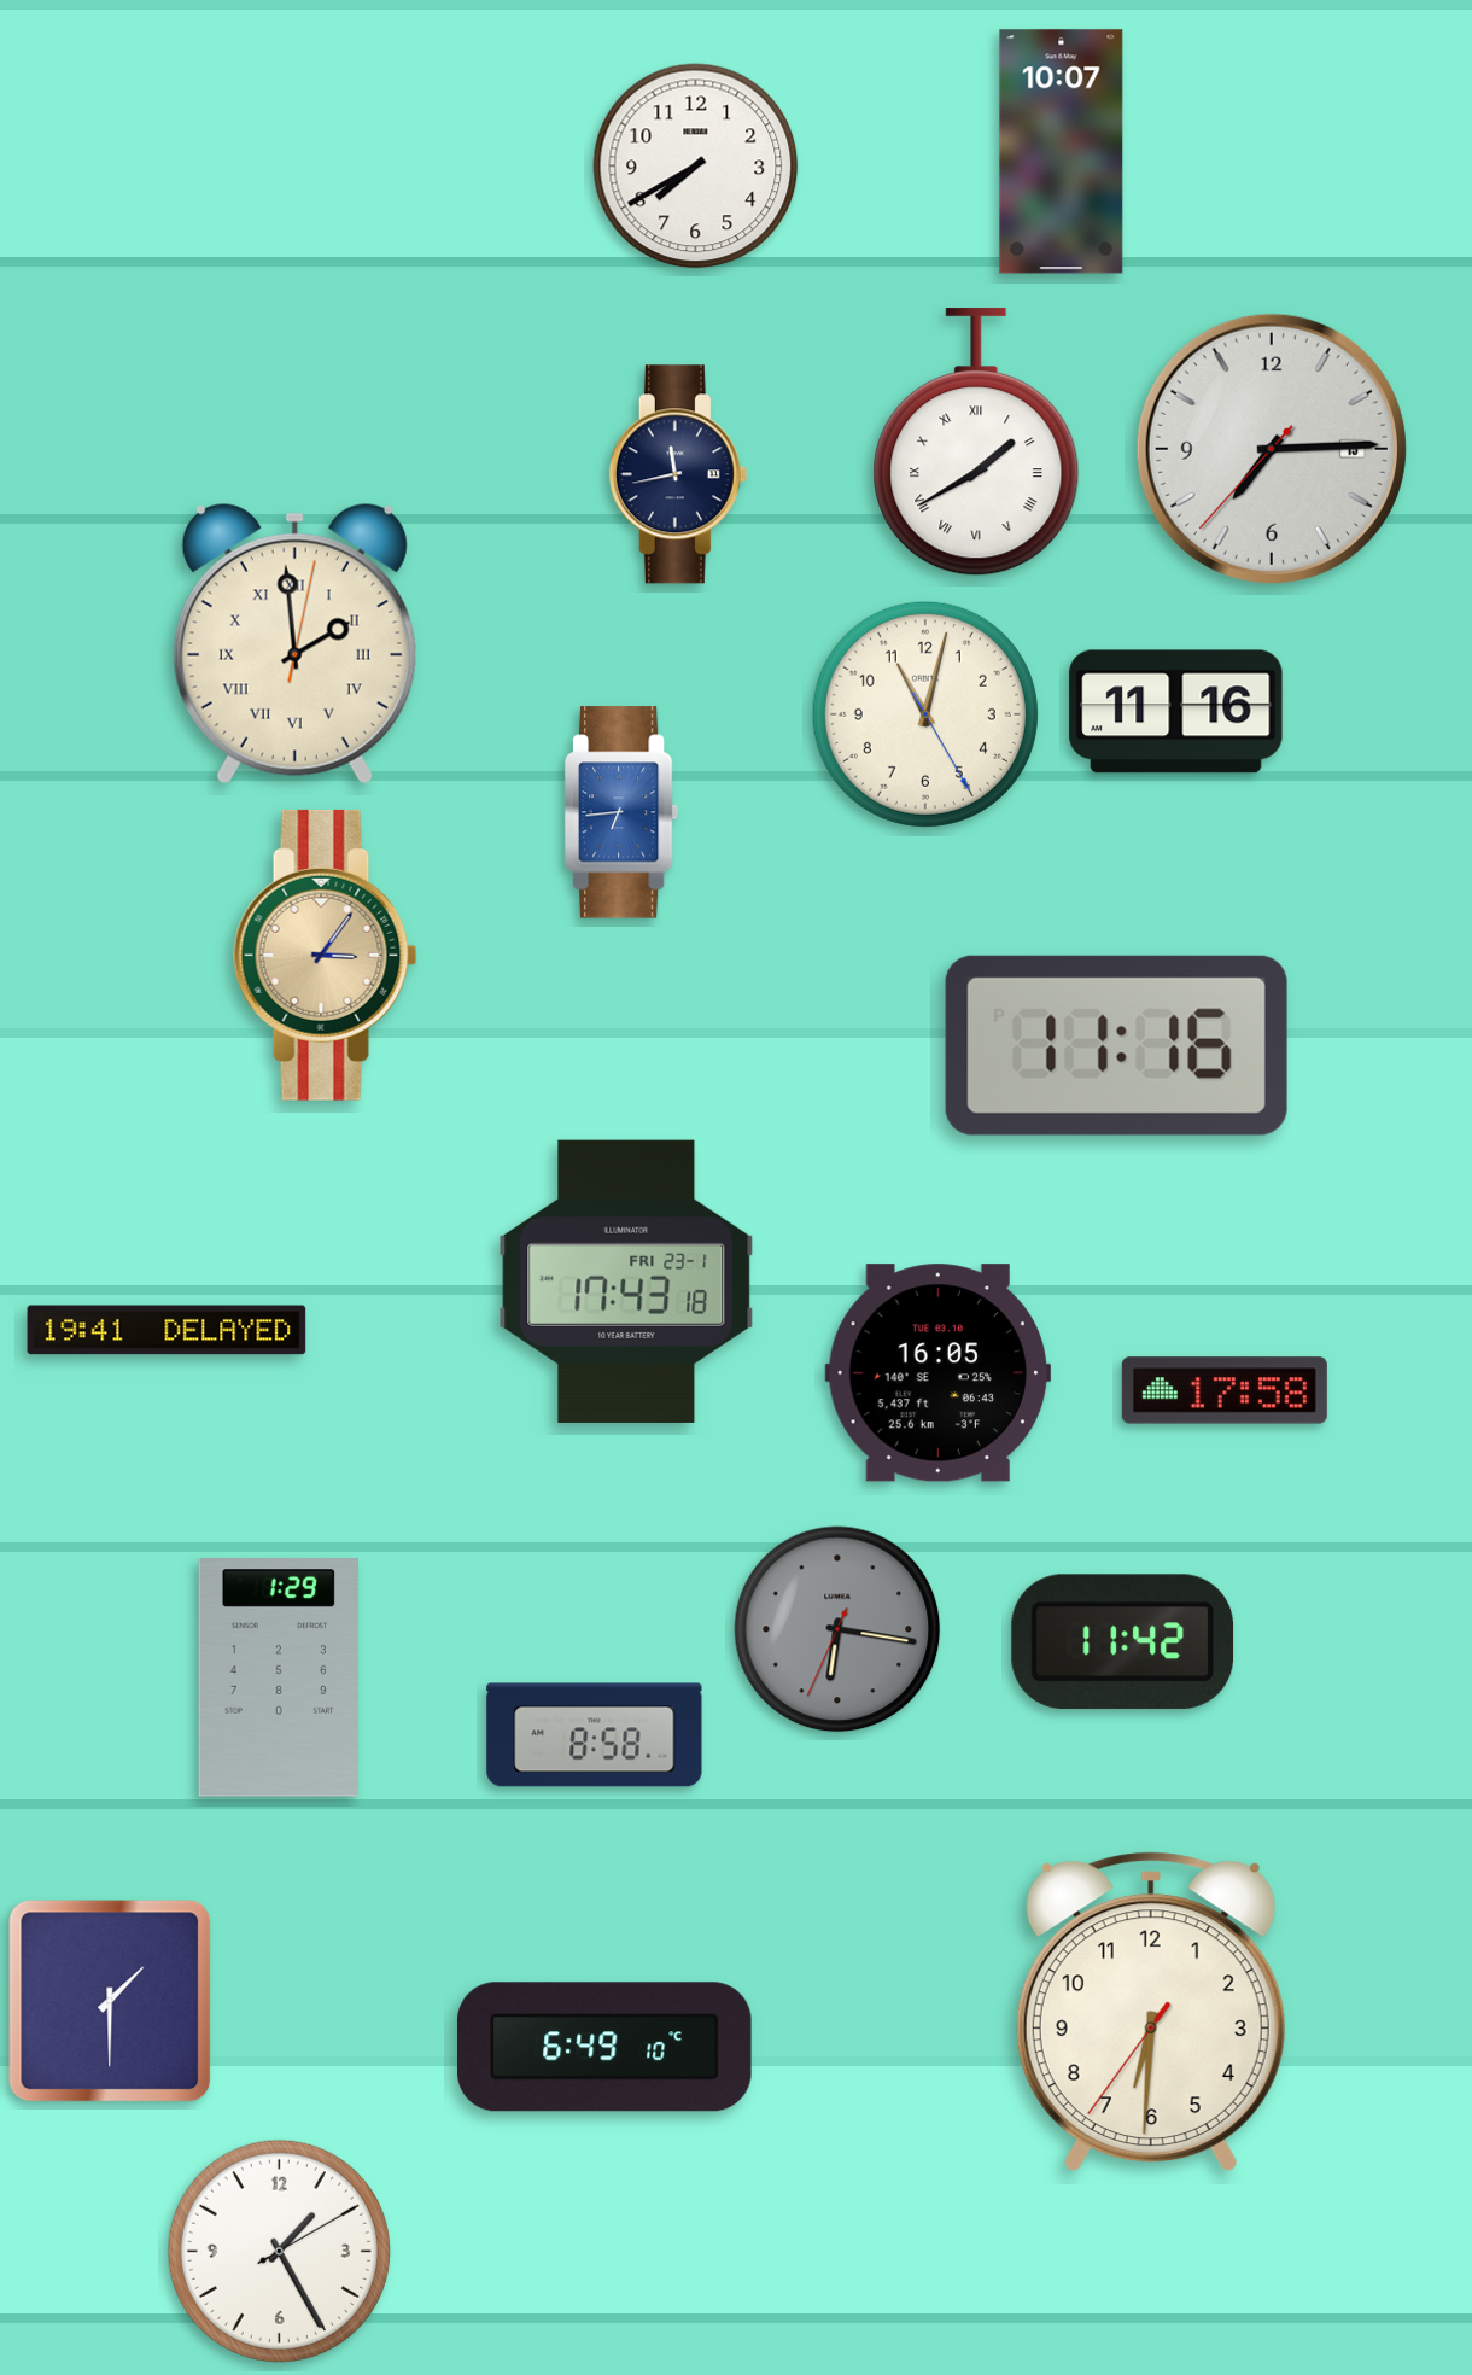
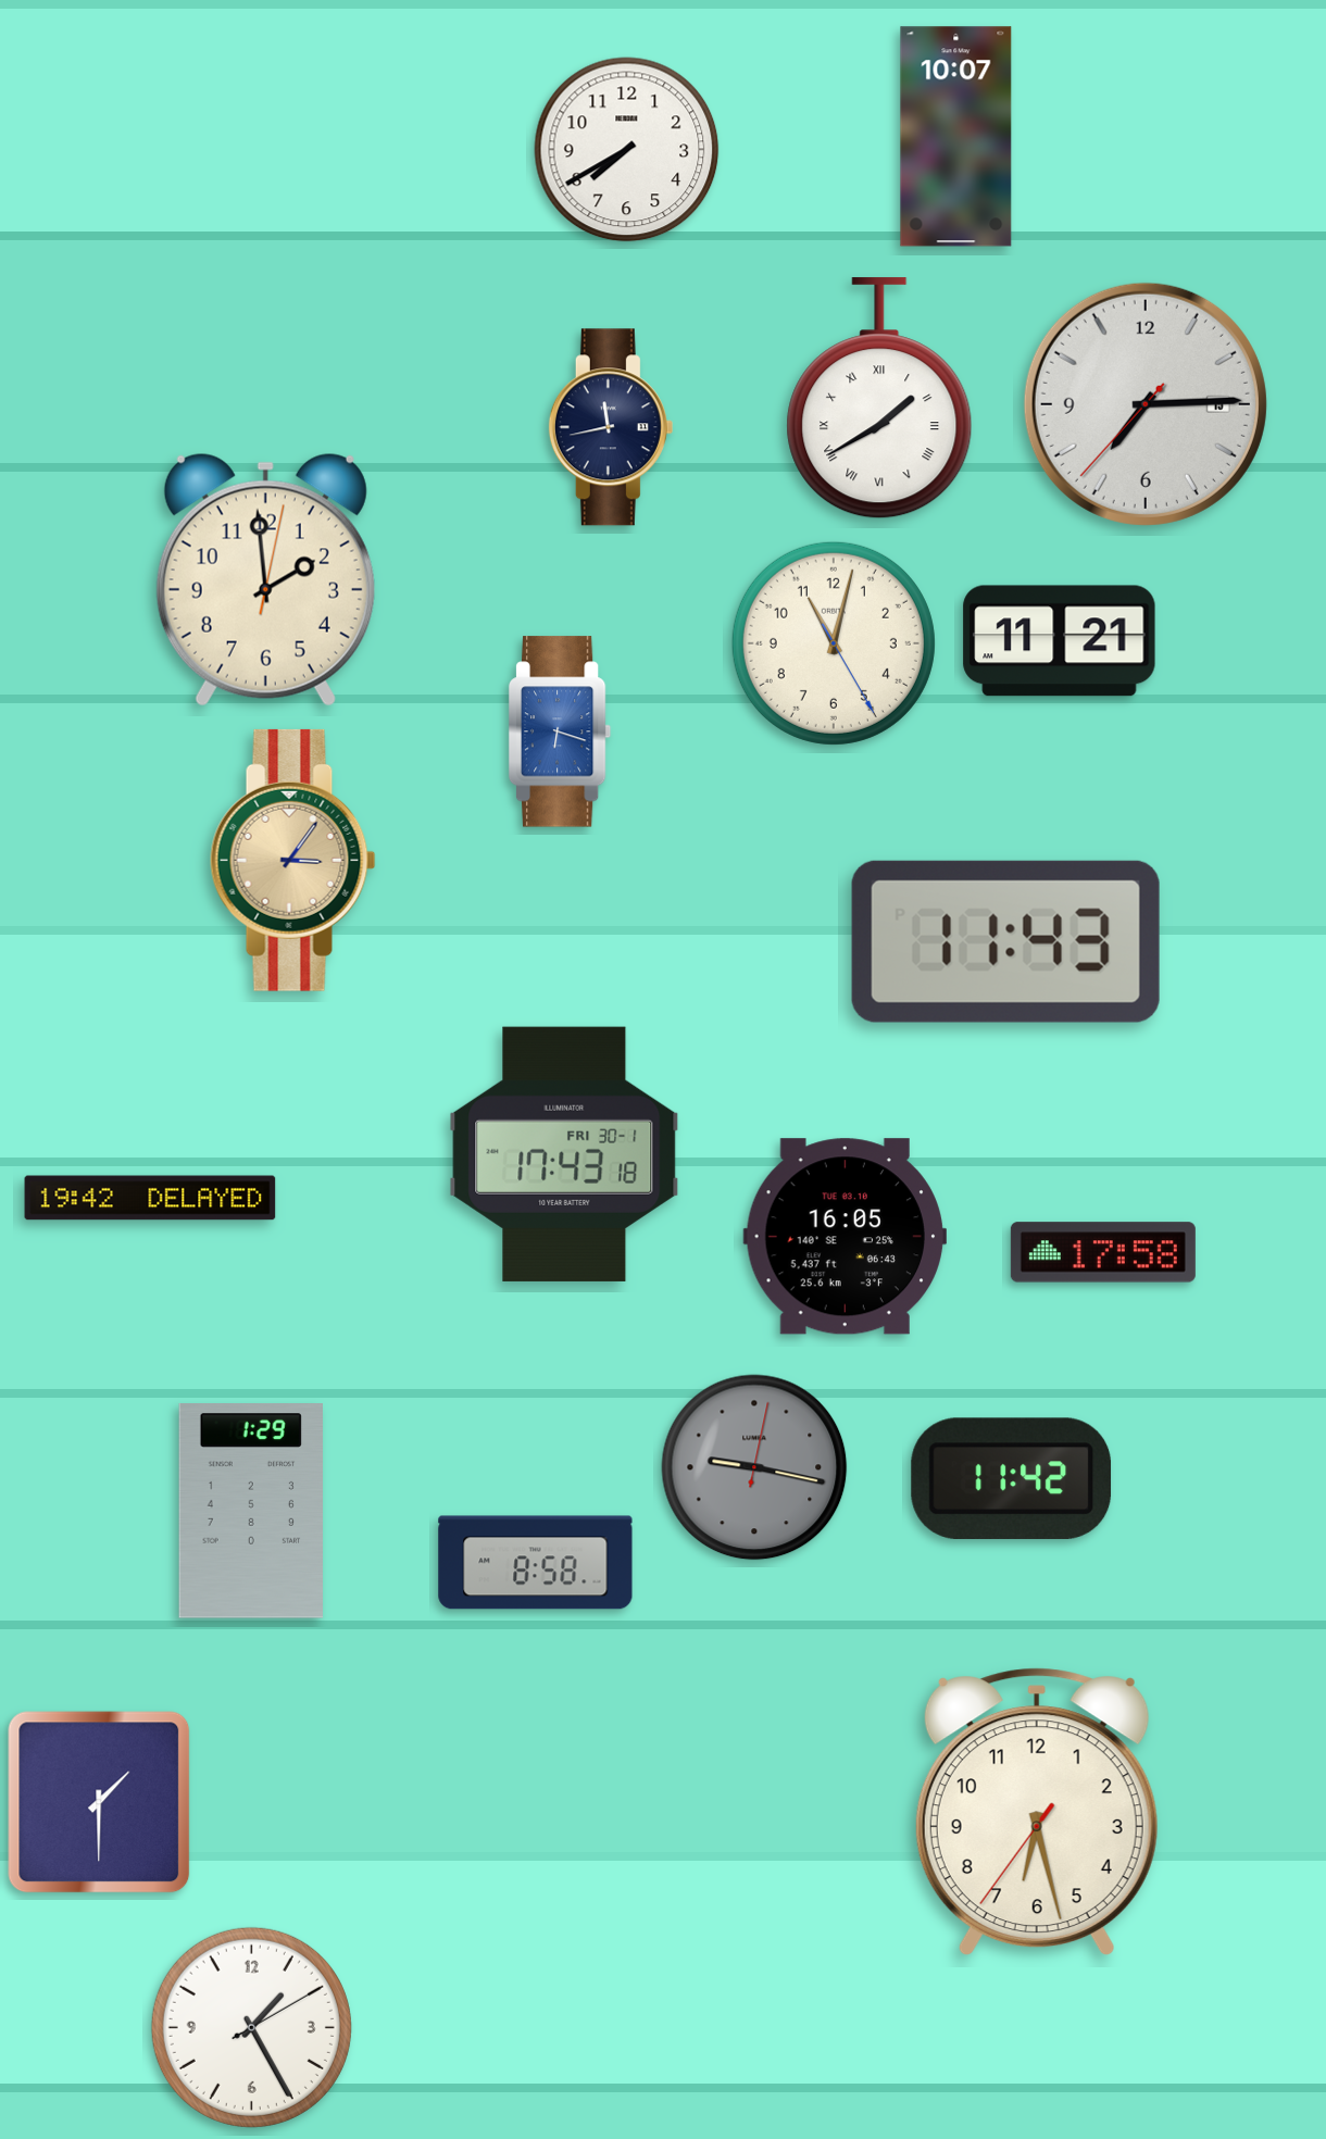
clock at (294, 643) numerals: Roman -> Arabic
clock at (1176, 712): 11:16 -> 11:21
clock at (621, 812): 6:44 -> 6:18
clock at (1116, 1045): 11:16 -> 11:43
clock at (626, 1282) date: FRI 23-1 -> FRI 30-1
clock at (167, 1330): 19:41 -> 19:42
clock at (837, 1629): 6:16 -> 9:17
clock at (1151, 2012): 6:30 -> 6:27
clock at (604, 2047): 6:49 -> none
